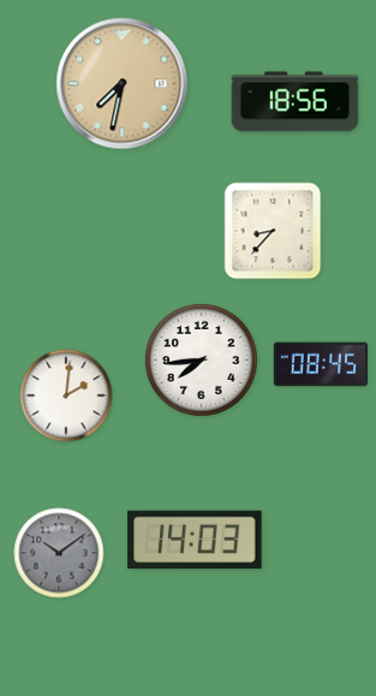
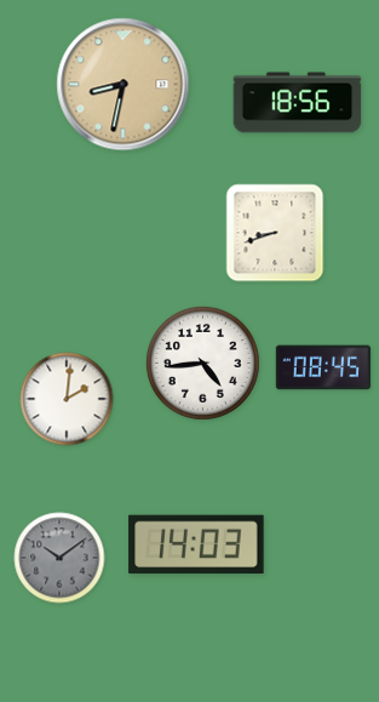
clock at (123, 84): 7:32 -> 8:32
clock at (273, 231): 8:37 -> 8:42
clock at (201, 359): 7:44 -> 4:44
